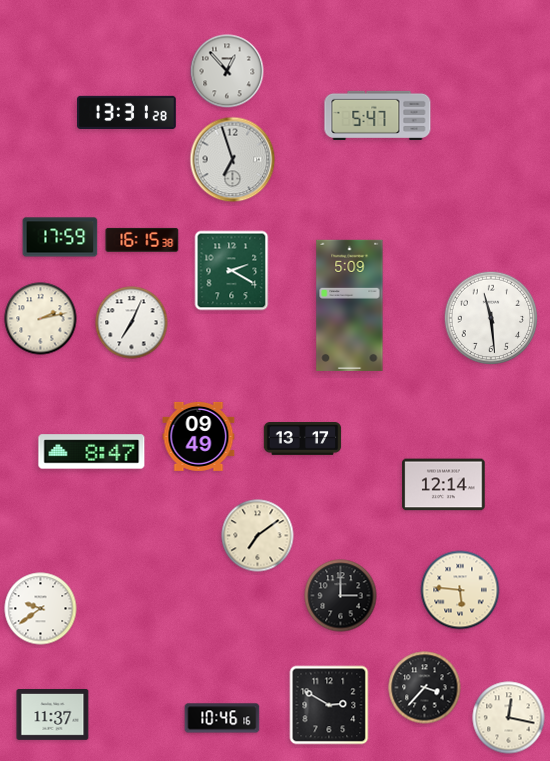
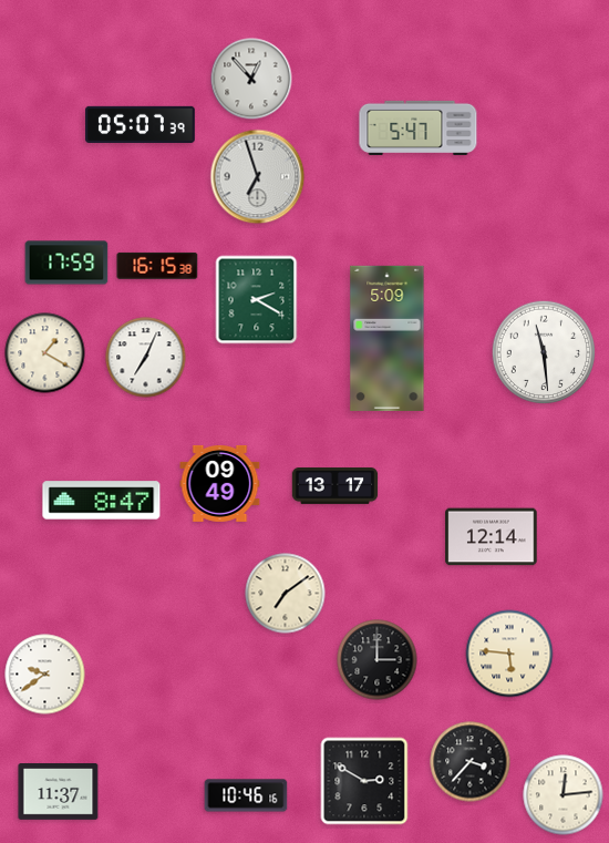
clock at (127, 112): 13:31 -> 05:07
clock at (41, 319): 2:13 -> 1:20
clock at (509, 718): 12:17 -> 12:14
